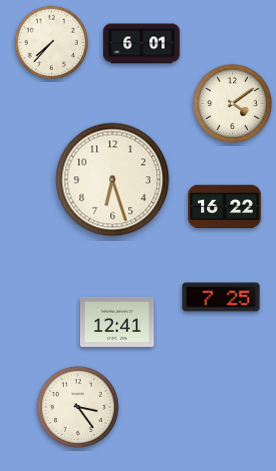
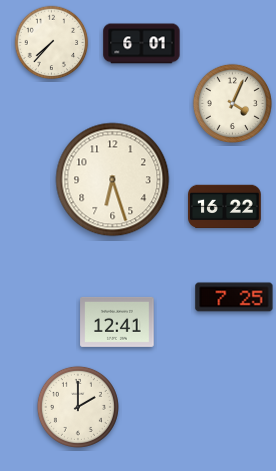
clock at (232, 103): 4:09 -> 4:04
clock at (221, 297) position: (221, 297) -> (234, 297)
clock at (78, 407): 3:24 -> 2:00
